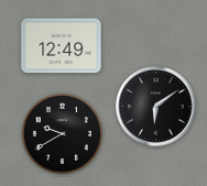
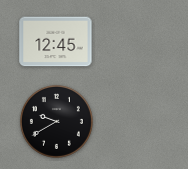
clock at (62, 46): 12:49 -> 12:45
clock at (156, 107): 6:09 -> none
